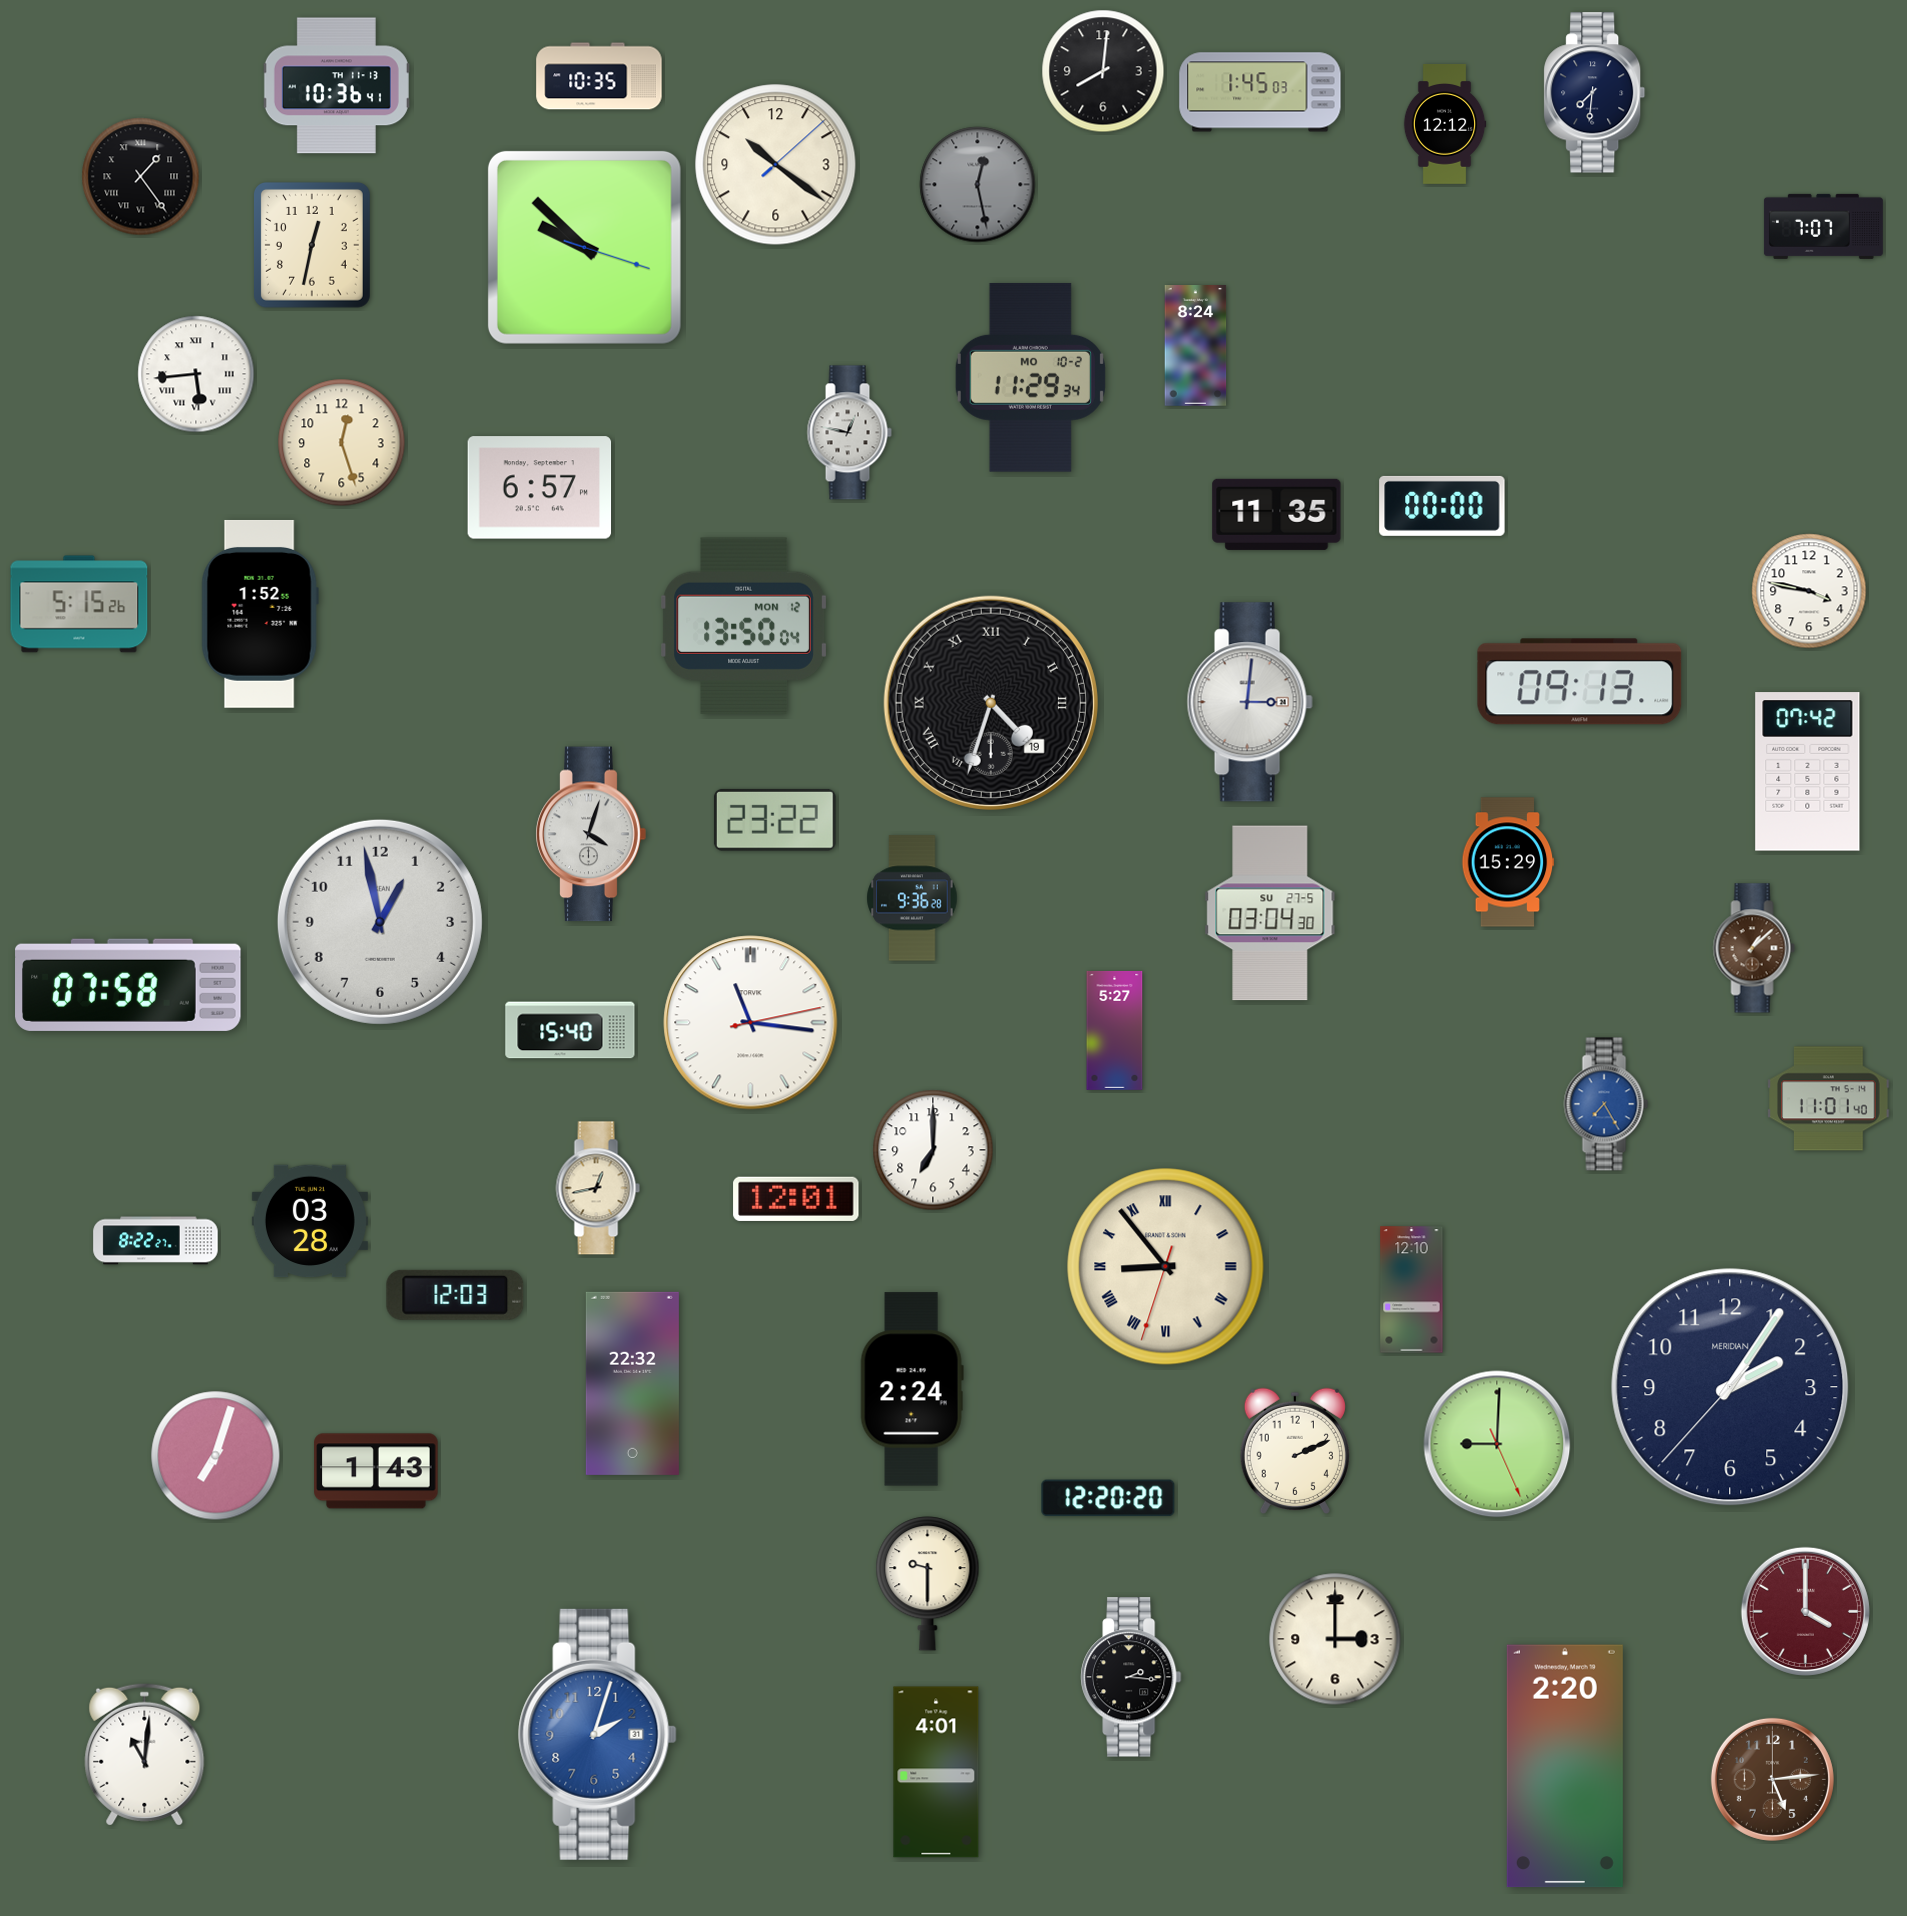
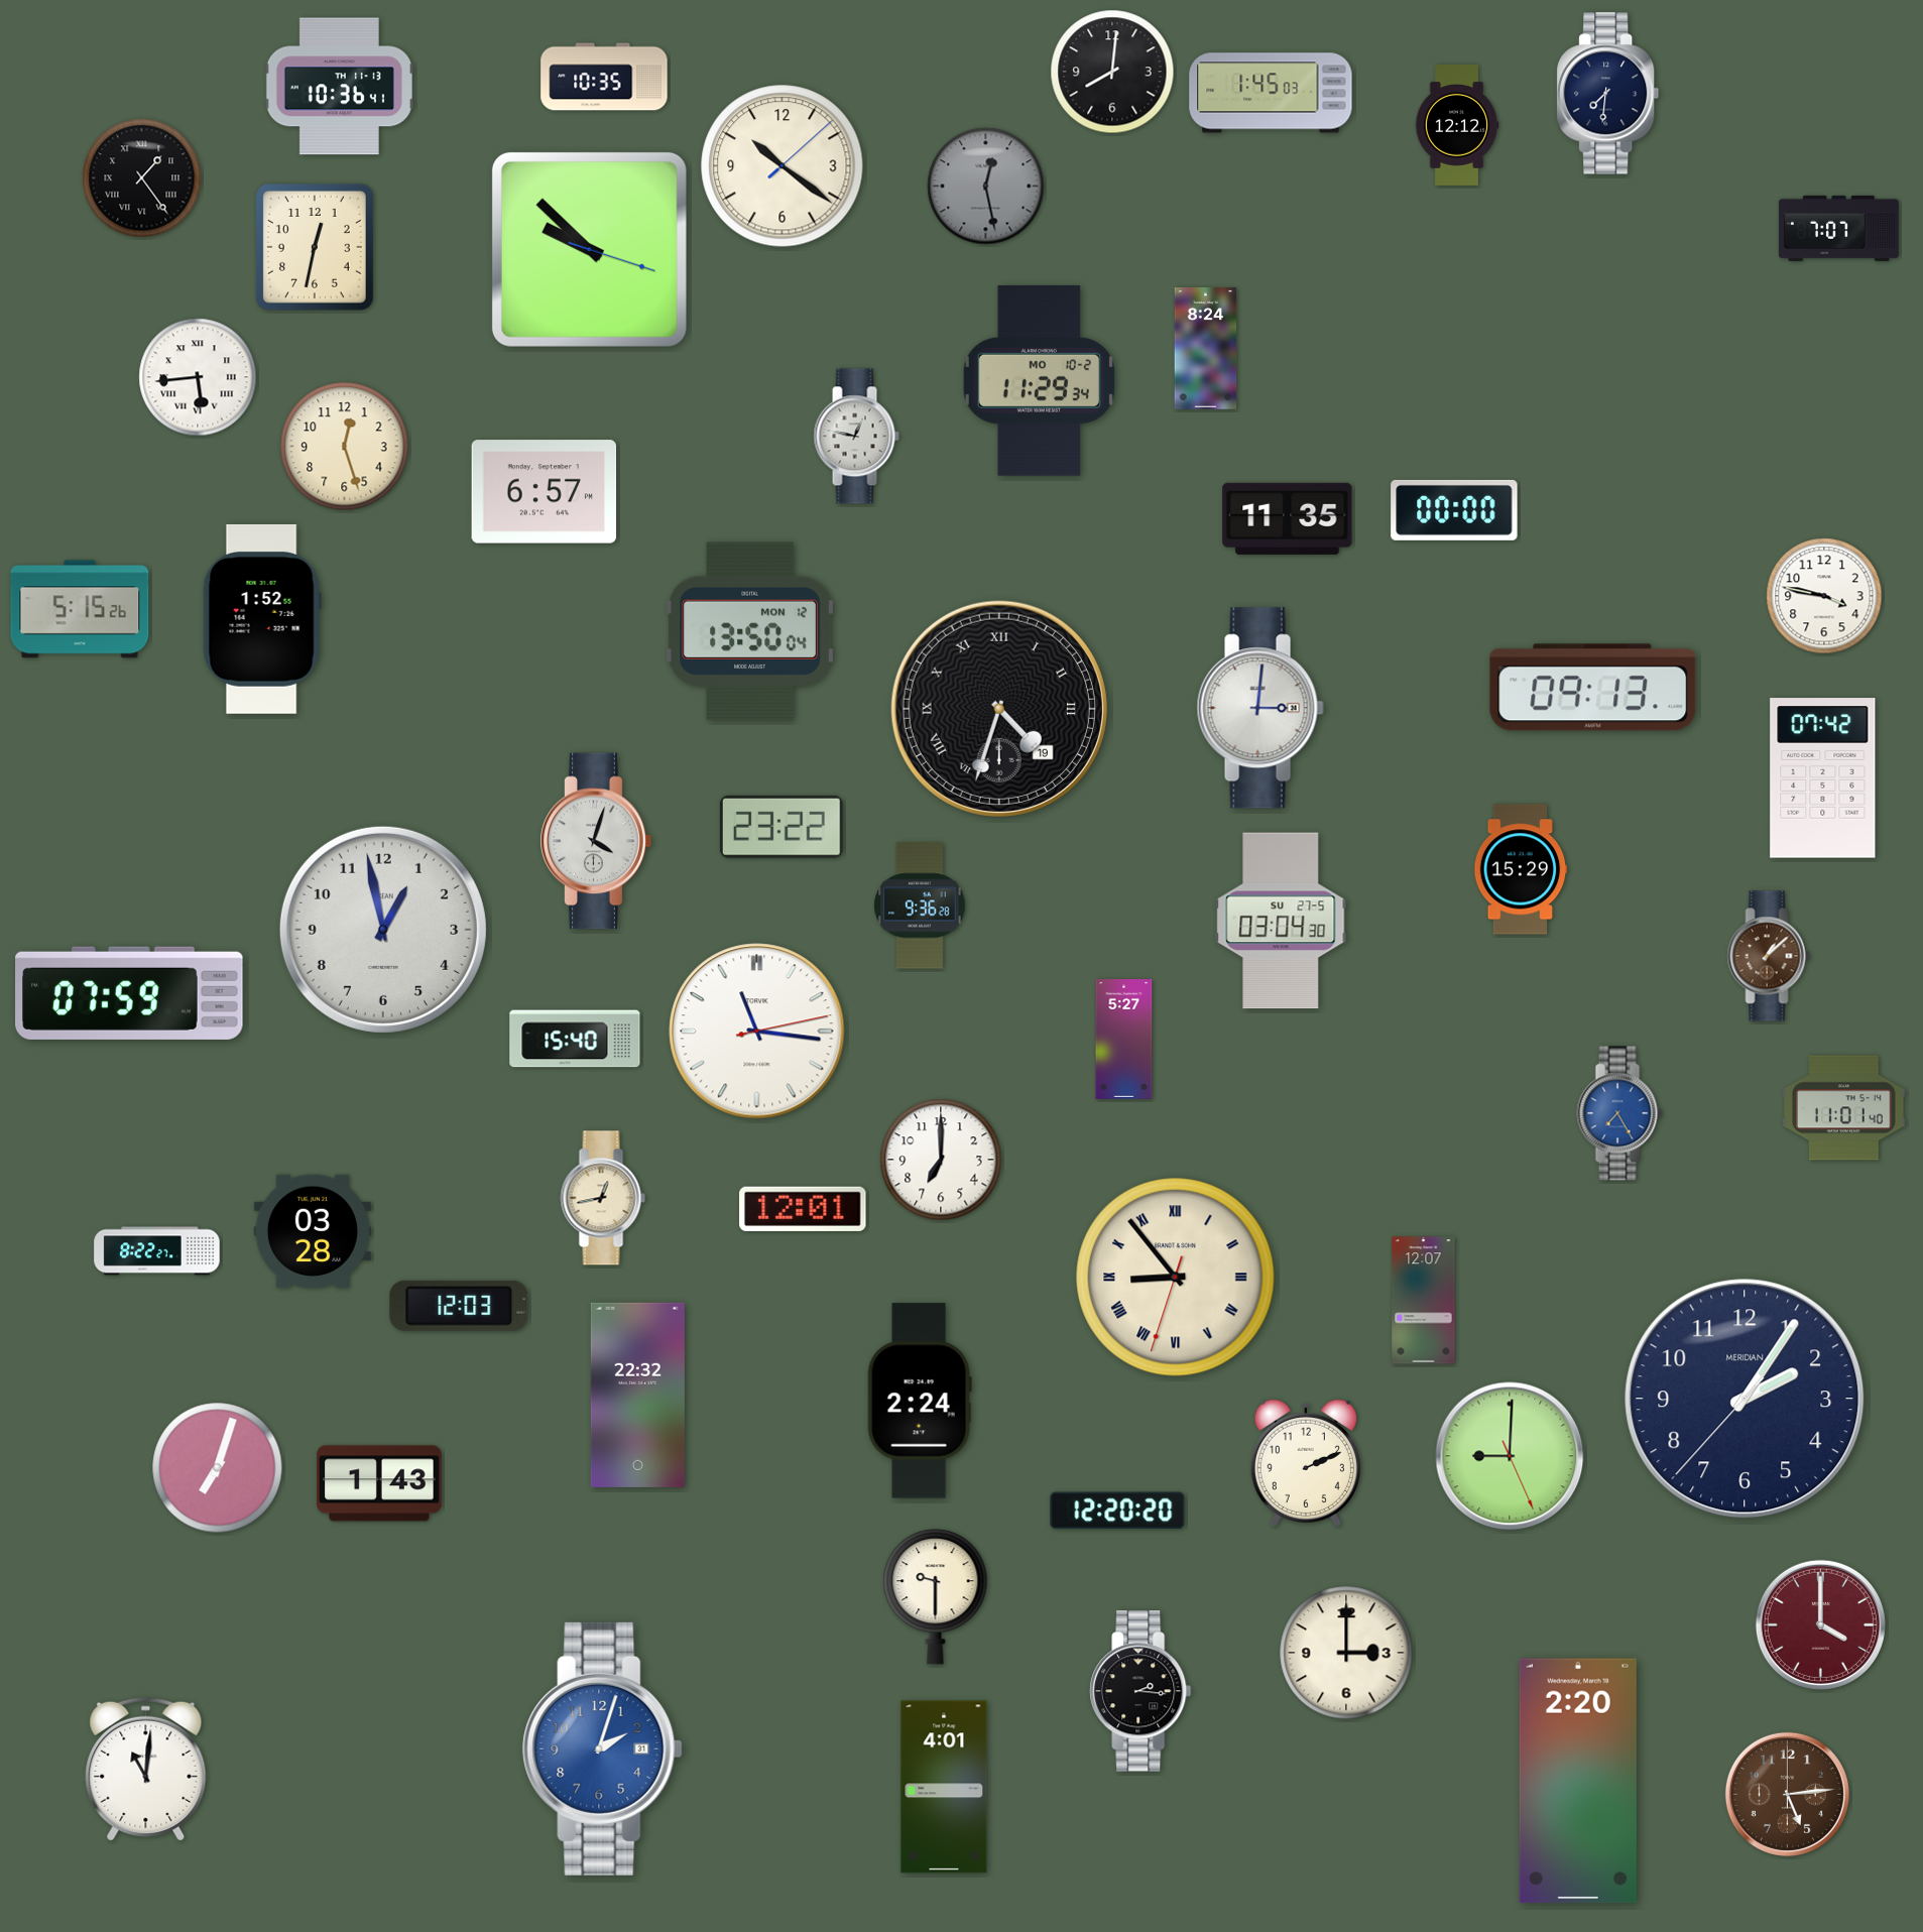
clock at (128, 985): 07:58 -> 07:59
clock at (1412, 1290): 12:10 -> 12:07
